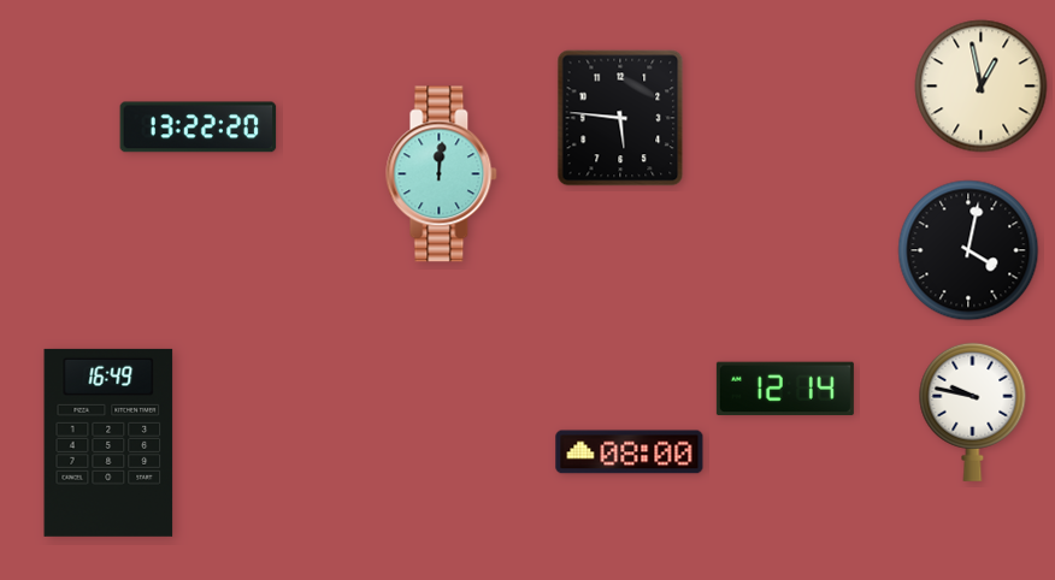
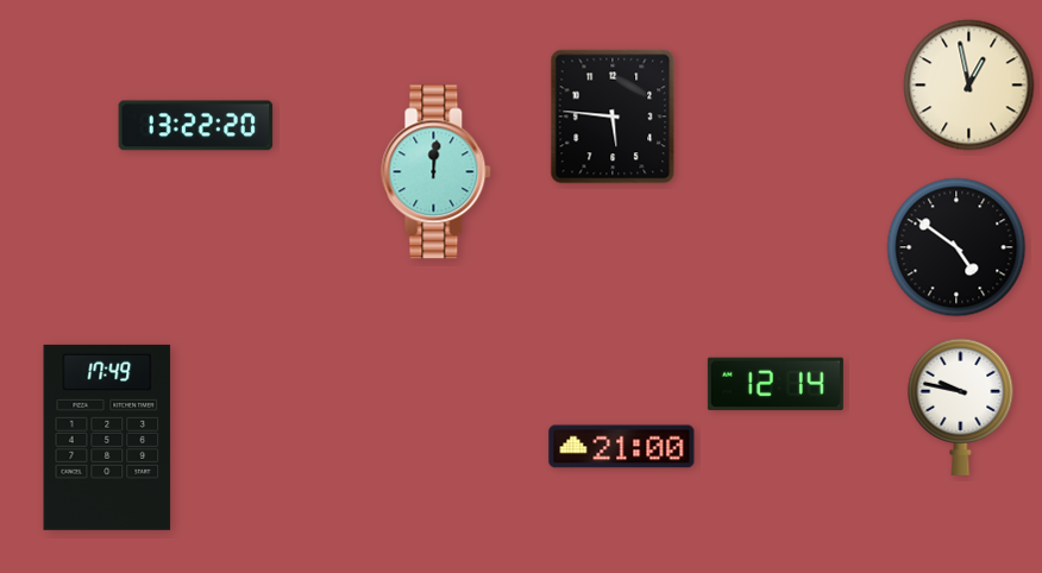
clock at (968, 250): 4:02 -> 4:51
clock at (108, 443): 16:49 -> 17:49
clock at (630, 452): 08:00 -> 21:00
